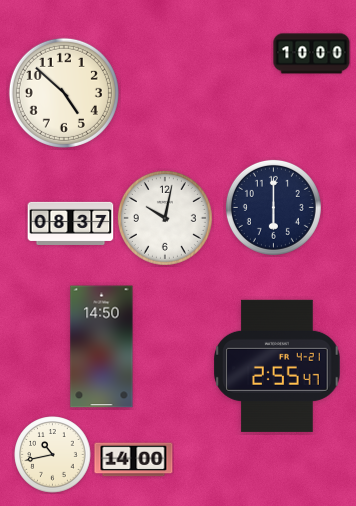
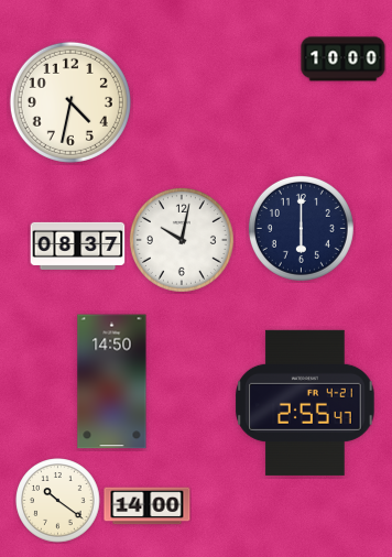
clock at (64, 93): 4:52 -> 4:32
clock at (53, 455): 10:43 -> 10:21
